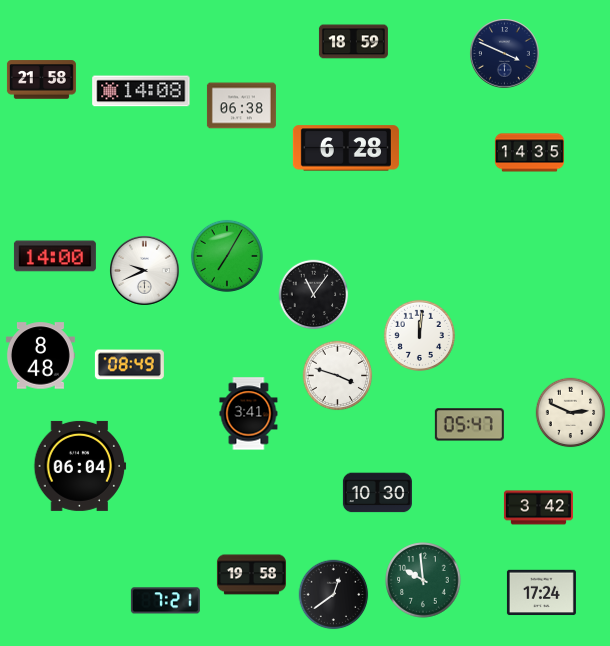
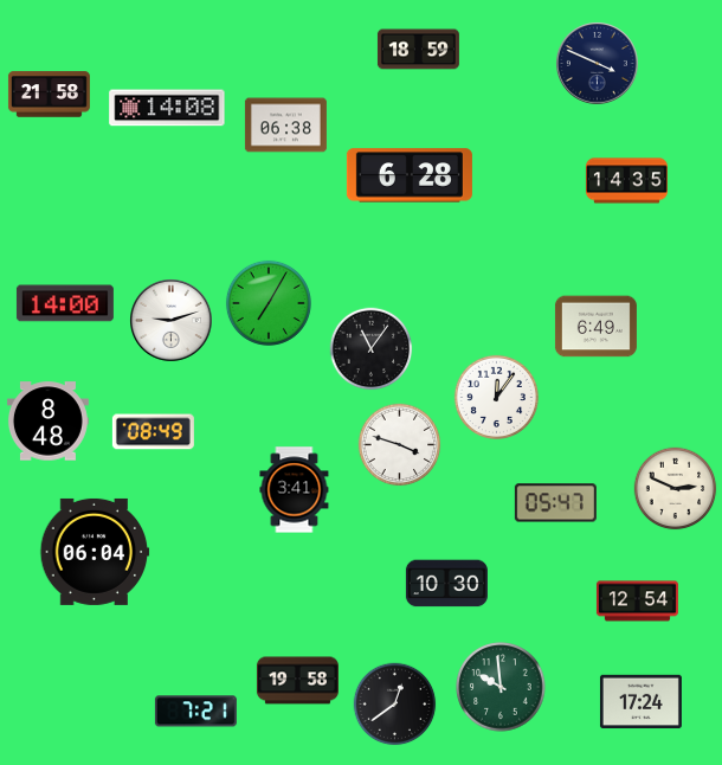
clock at (145, 271): 9:41 -> 9:12
clock at (595, 327): none -> 6:49
clock at (419, 335): 12:01 -> 12:06
clock at (538, 508): 3:42 -> 12:54
